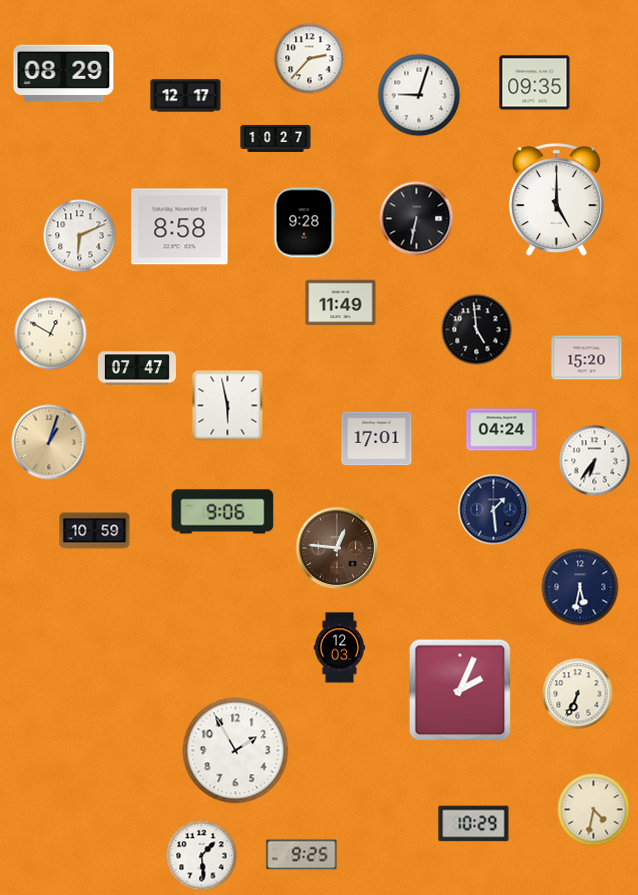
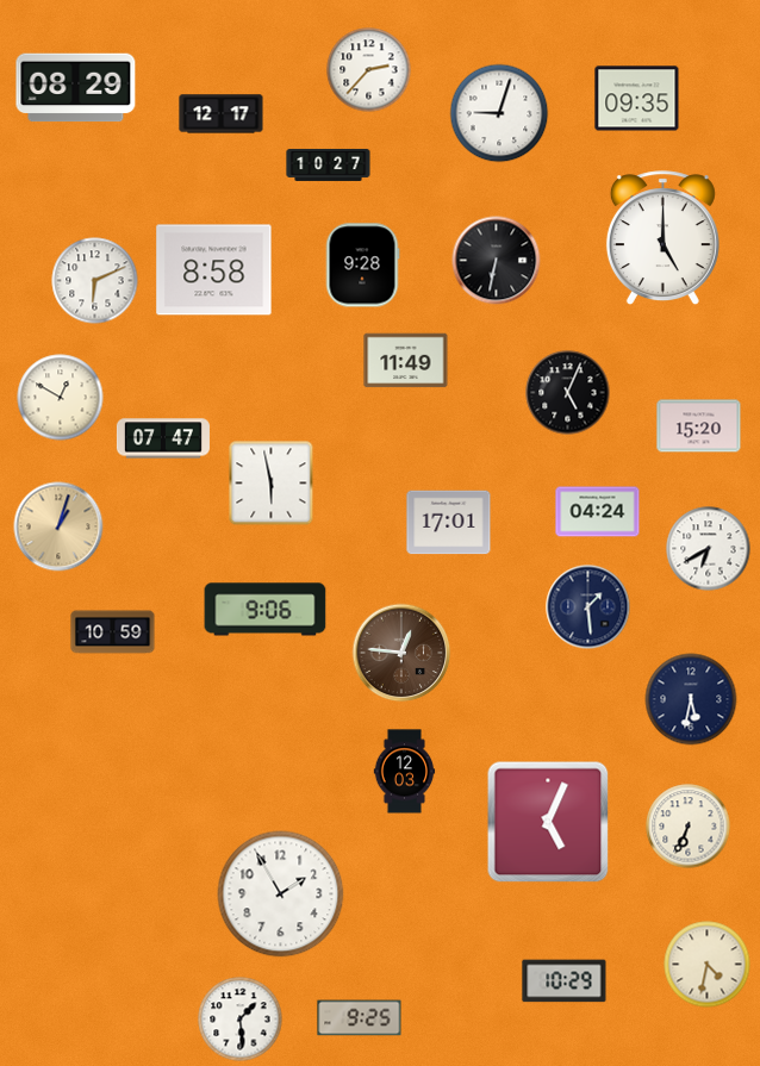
clock at (477, 330): 4:59 -> 5:04
clock at (595, 461): 6:36 -> 6:40
clock at (460, 690): 2:04 -> 5:04
